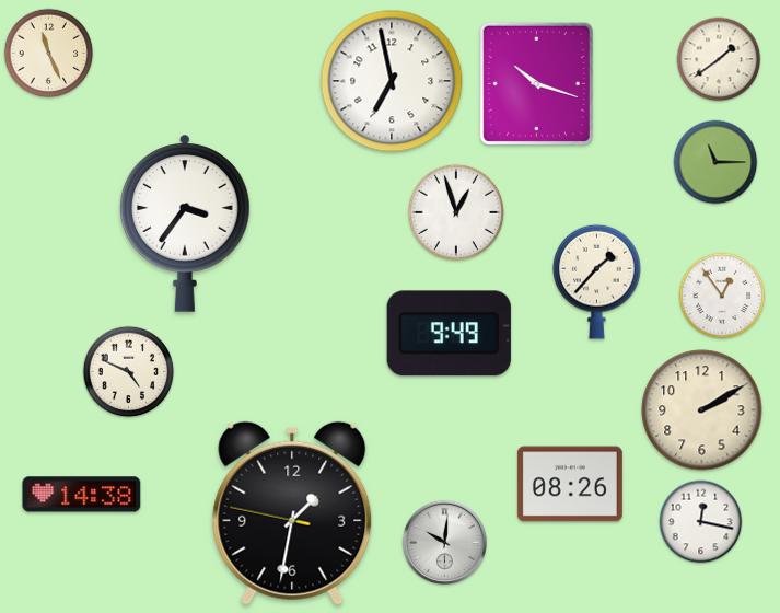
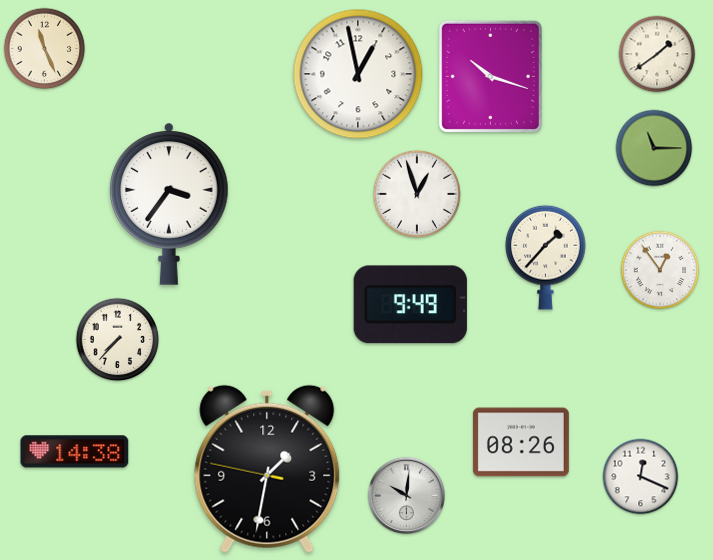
clock at (392, 81): 6:58 -> 12:58
clock at (129, 372): 4:49 -> 7:37
clock at (702, 410): 2:10 -> none
clock at (701, 522): 12:17 -> 12:19
